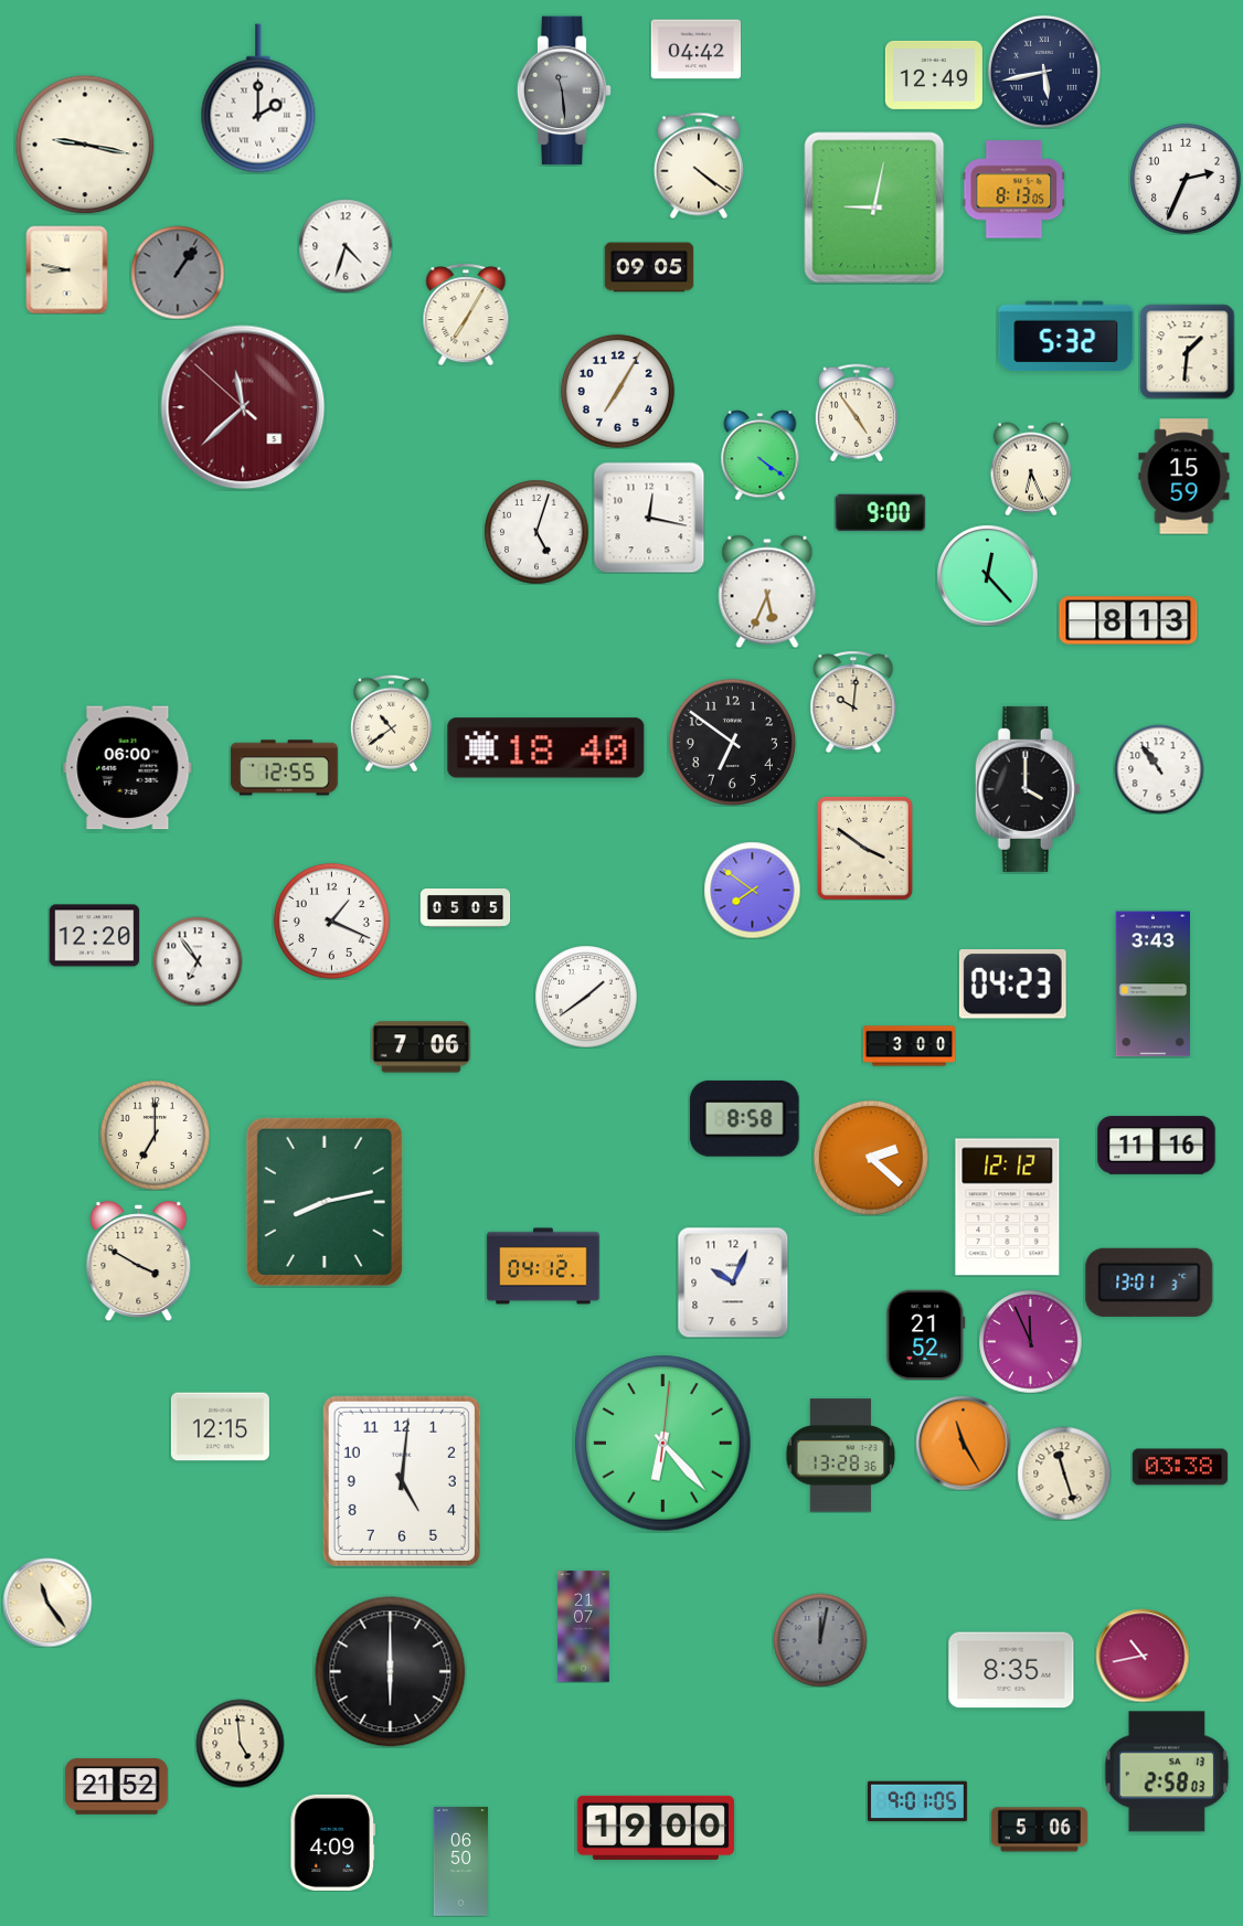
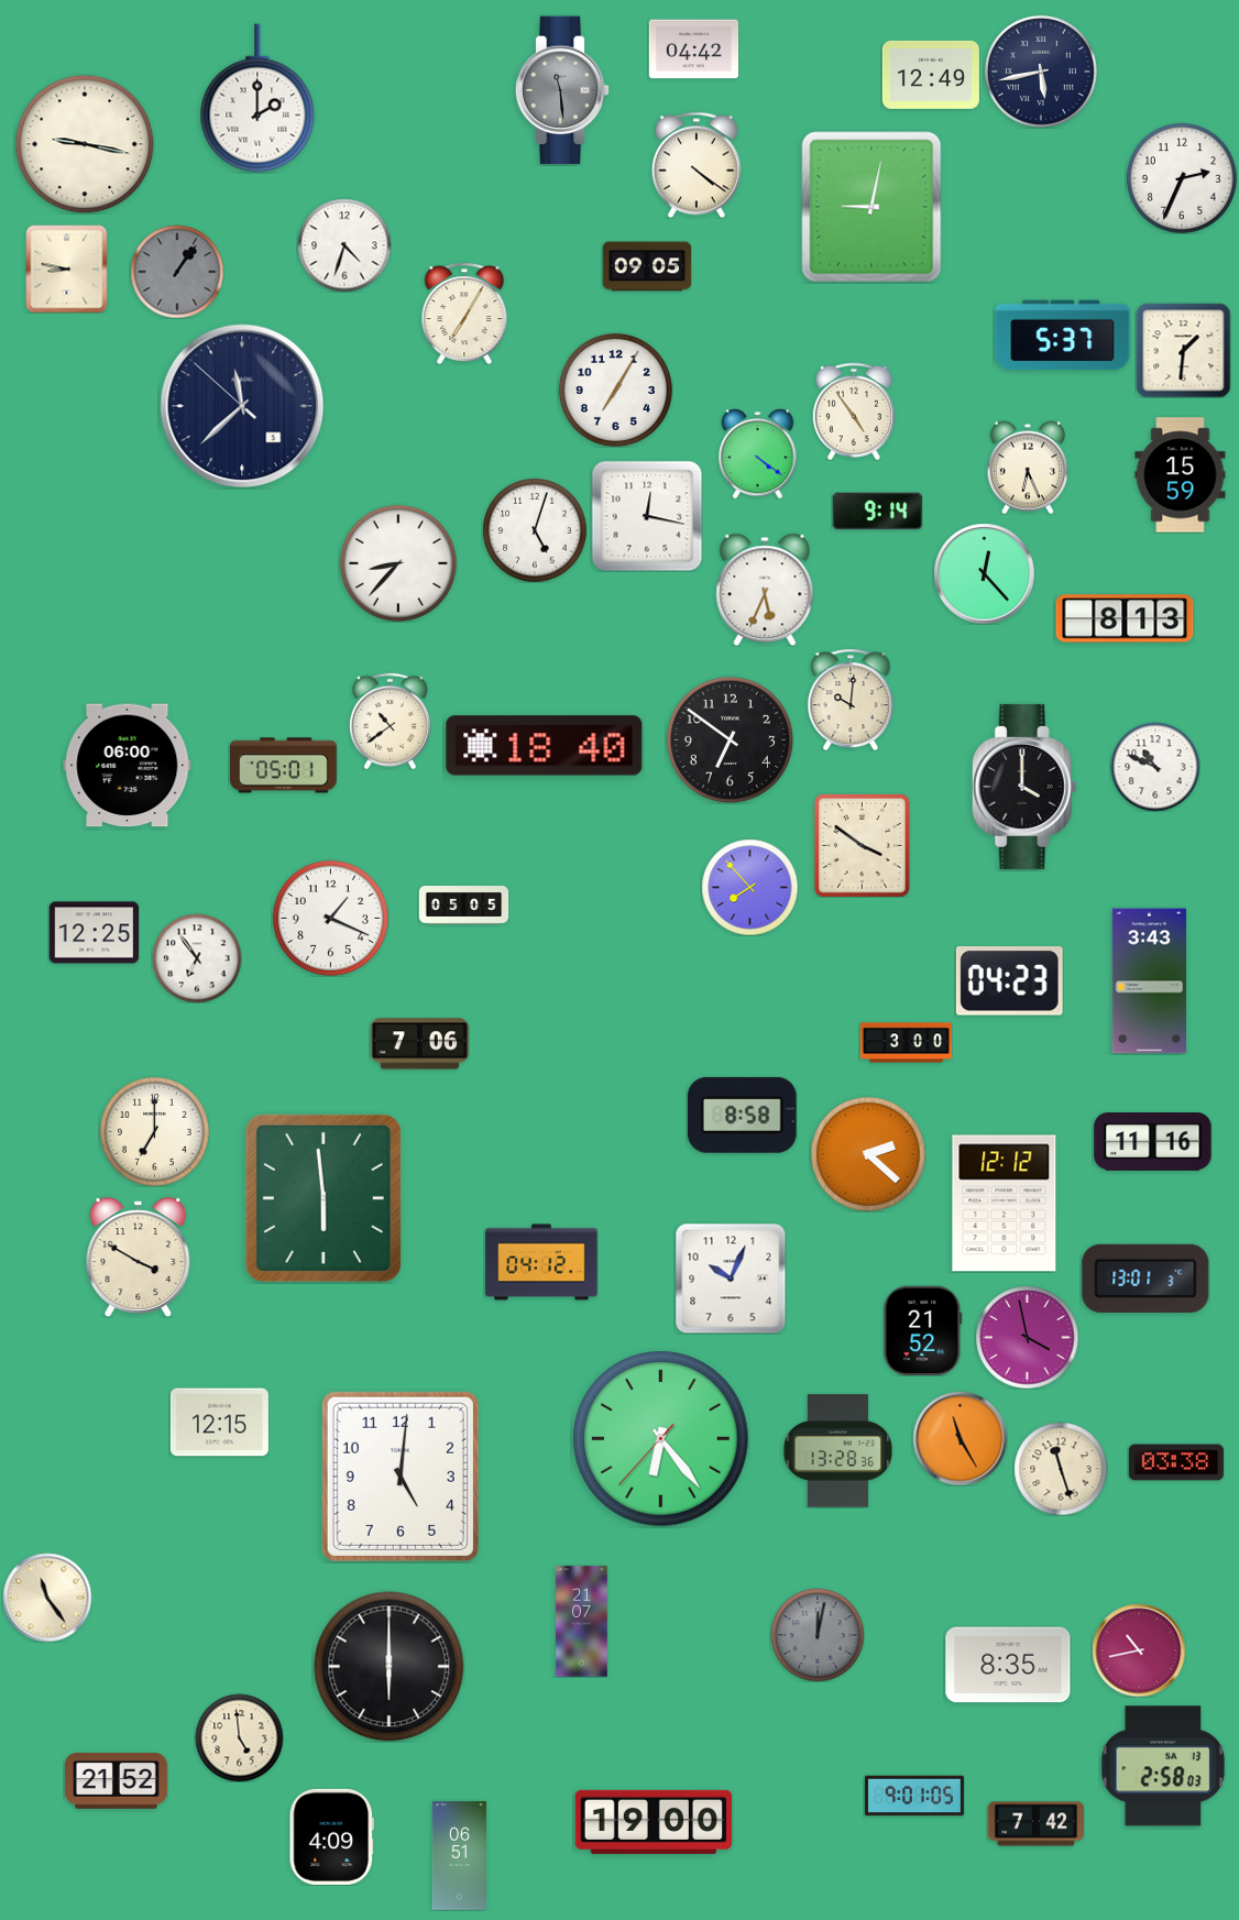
clock at (1013, 190): 8:13 -> none
clock at (1066, 337): 5:32 -> 5:37
clock at (243, 407) dial: burgundy -> navy
clock at (880, 513): 9:00 -> 9:14
clock at (398, 563): none -> 8:37
clock at (285, 768): 12:55 -> 05:01
clock at (1159, 769): 10:54 -> 10:49
clock at (752, 890): 7:51 -> 7:53
clock at (94, 936): 12:20 -> 12:25
clock at (586, 997): 1:39 -> none
clock at (325, 1202): 8:13 -> 5:59
clock at (1030, 1341): 11:56 -> 3:58
clock at (663, 1444): 6:23:01 -> 6:23:37
clock at (1039, 1830): 5:06 -> 7:42
clock at (460, 1862): 06:50 -> 06:51
